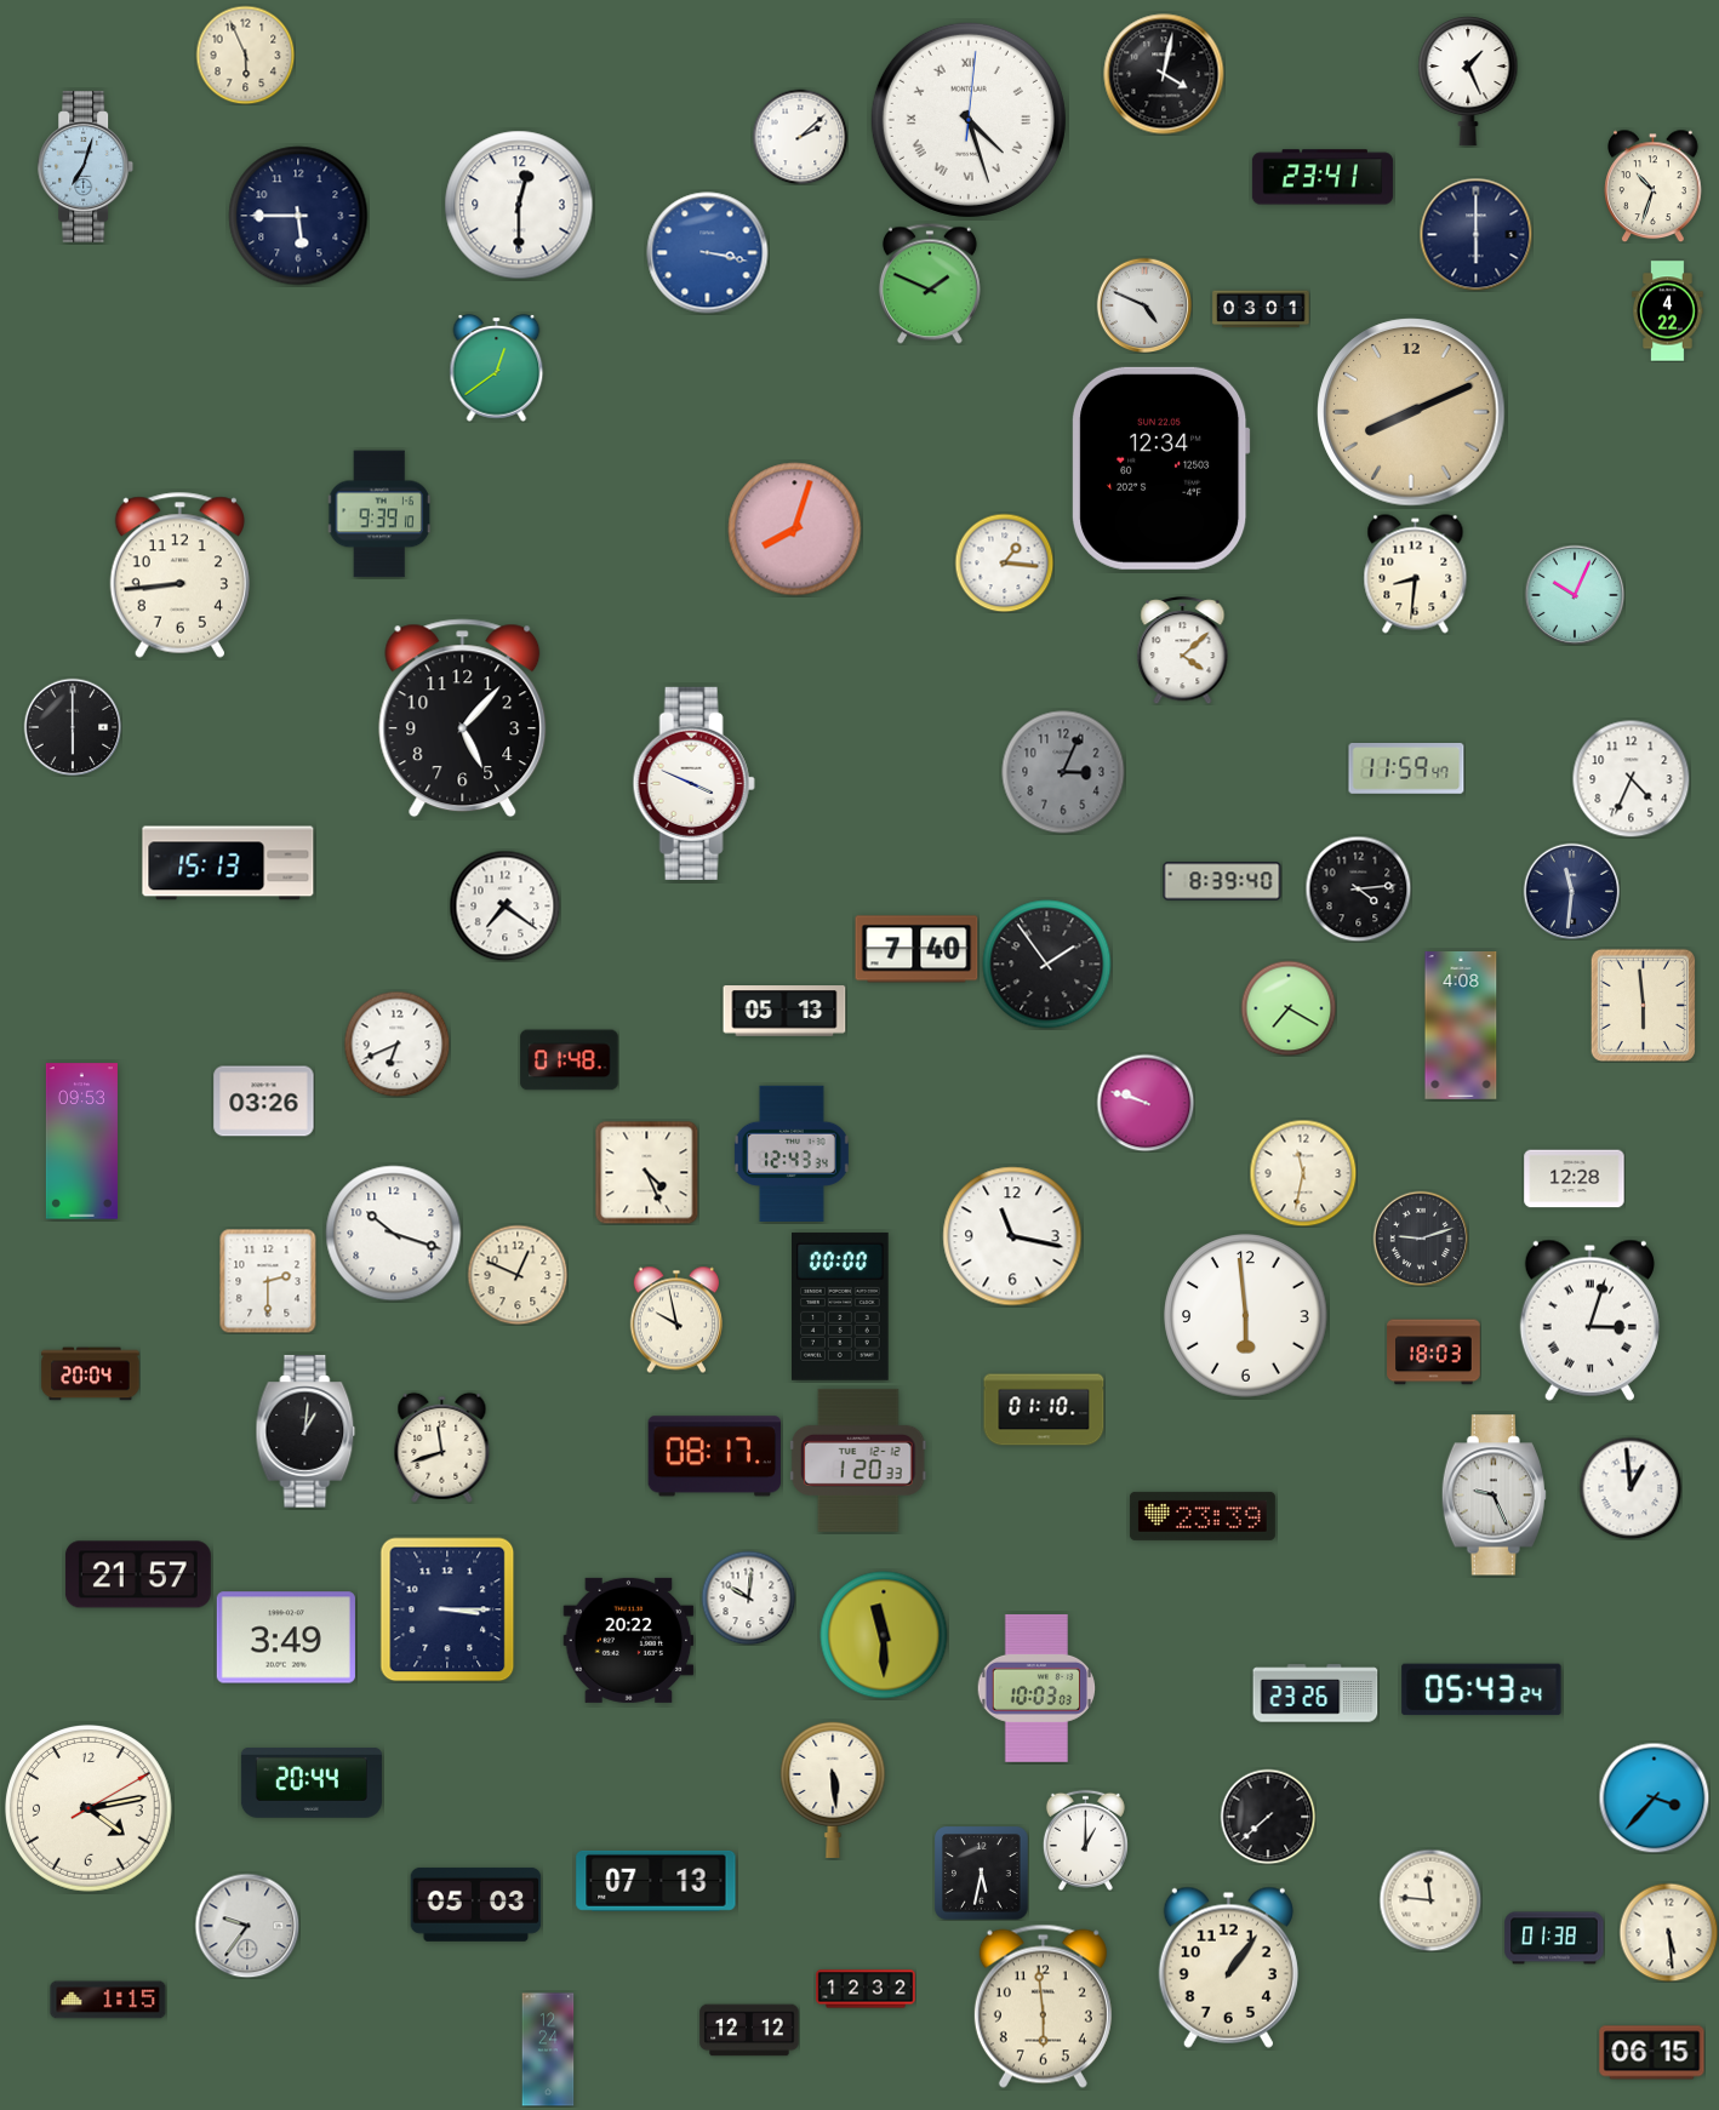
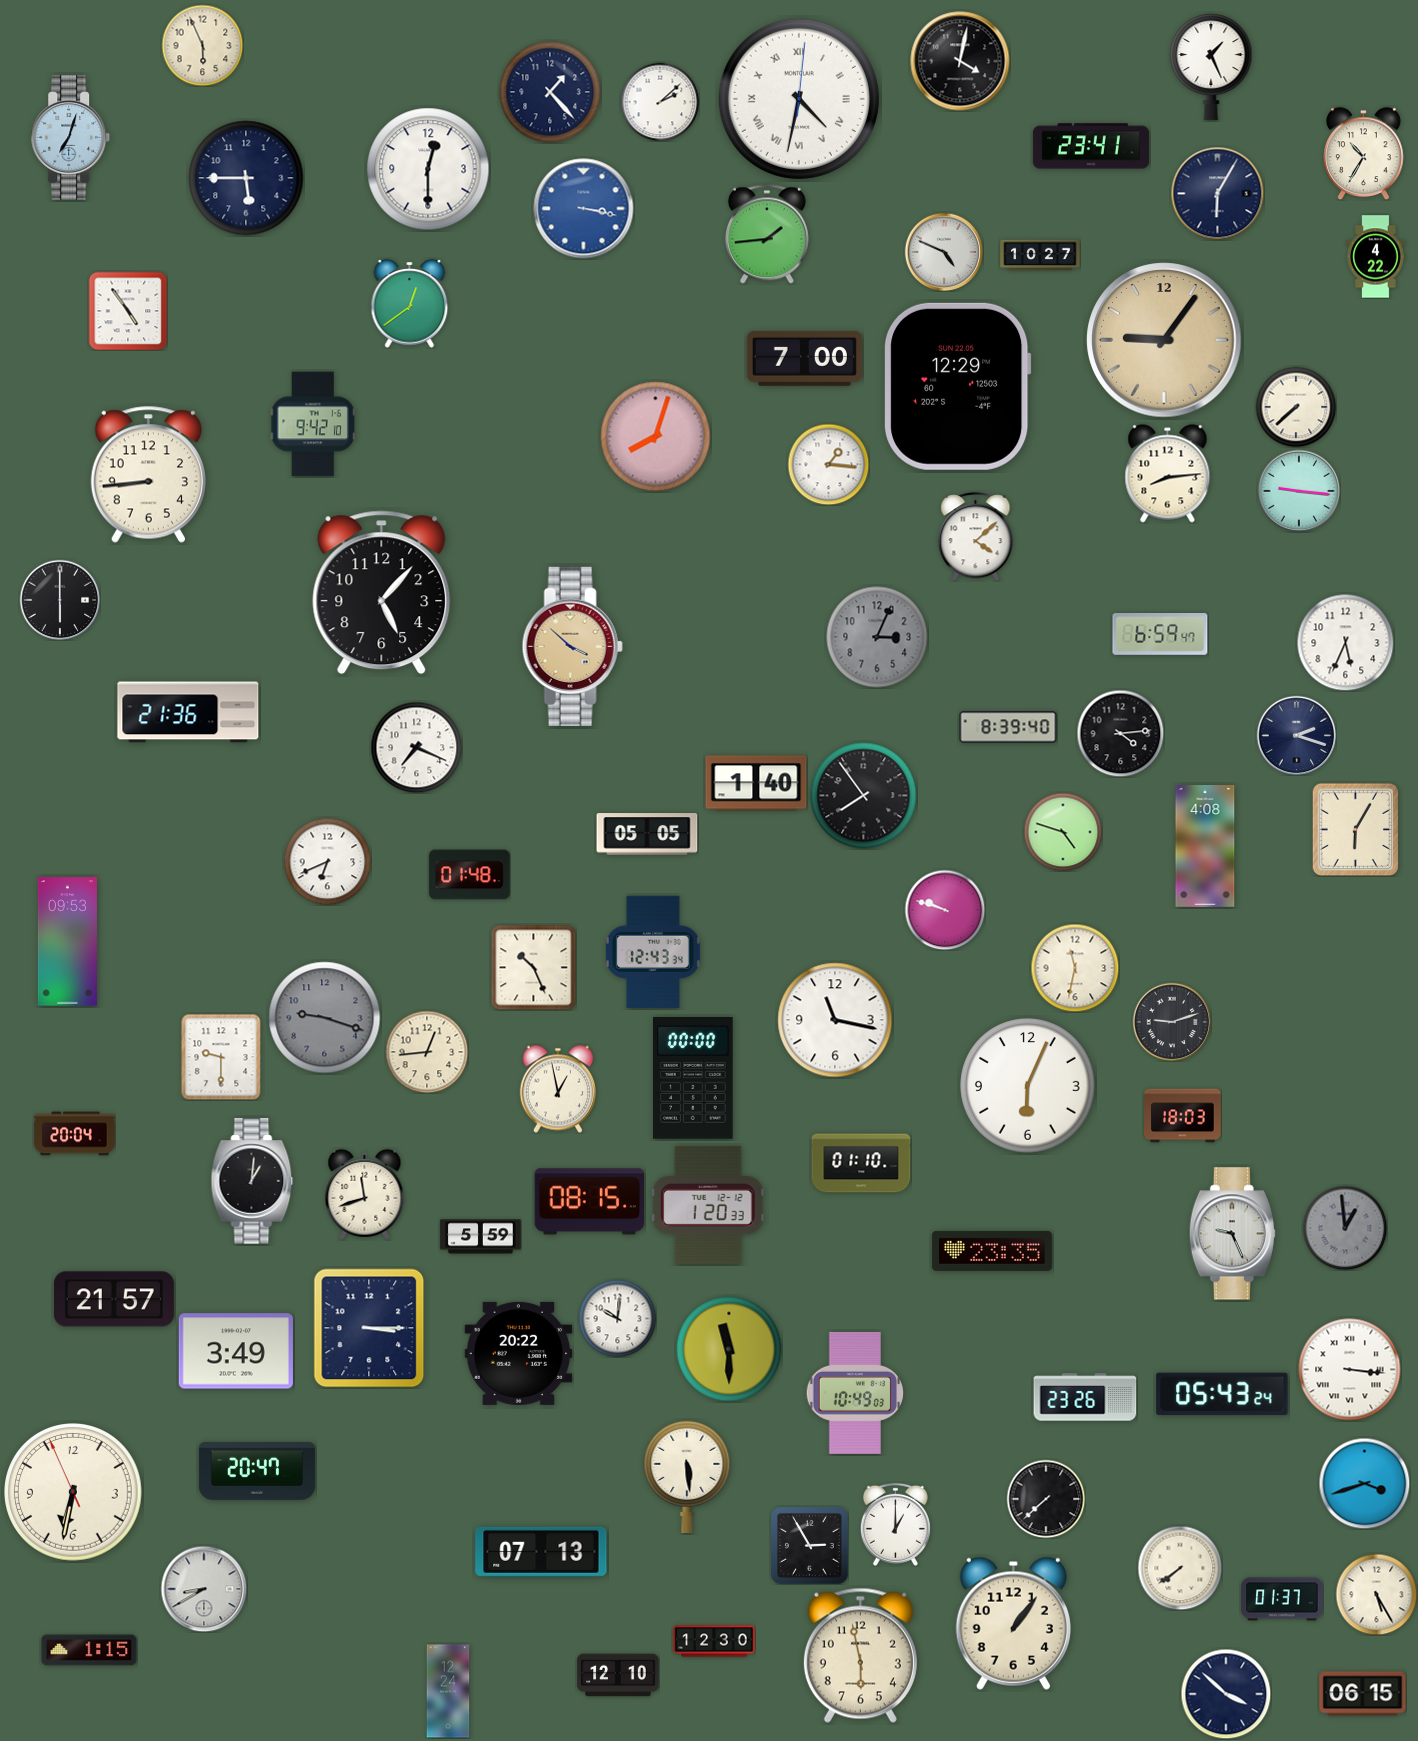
clock at (550, 92): none -> 1:23
clock at (969, 120): 4:27 -> 4:32
clock at (800, 137) position: (800, 137) -> (660, 102)
clock at (1654, 185): 10:33 -> 10:35
clock at (1475, 234): 6:00 -> 6:05
clock at (930, 284): 1:49 -> 1:44
clock at (1261, 309): 03:01 -> 10:27
clock at (128, 311): none -> 4:54
clock at (1411, 412): 8:11 -> 9:06
clock at (804, 358): none -> 7:00
clock at (1161, 468): 12:34 -> 12:29
clock at (1296, 407): none -> 7:38
clock at (378, 514): 9:39 -> 9:42
clock at (1416, 574): 8:31 -> 8:14
clock at (1575, 595): 10:04 -> 9:16
clock at (1406, 768): 11:59 -> 6:59
clock at (1631, 778): 4:34 -> 5:34
clock at (693, 783): 3:49 -> 3:52
clock at (693, 783) dial: white -> champagne
clock at (228, 863): 15:13 -> 21:36
clock at (1571, 891): 11:31 -> 2:18
clock at (504, 905): 7:21 -> 7:19
clock at (916, 949): 7:40 -> 1:40
clock at (1047, 965): 1:54 -> 7:54
clock at (1644, 1005): 5:59 -> 6:05
clock at (1289, 1008): 7:20 -> 4:48
clock at (784, 1011): 05:13 -> 05:05
clock at (264, 1102): 03:26 -> none
clock at (646, 1172): 4:26 -> 10:26
clock at (1575, 1179): 12:28 -> none
clock at (394, 1234): 10:18 -> 9:18
clock at (394, 1234) dial: white -> grey
clock at (518, 1275): 12:49 -> 12:44
clock at (268, 1281): 2:30 -> 9:30
clock at (1246, 1316): 5:59 -> 6:04
clock at (675, 1320): 9:58 -> 12:58
clock at (1589, 1320): 3:03 -> none
clock at (714, 1457): 08:17 -> 08:15
clock at (1631, 1488) dial: white -> grey
clock at (481, 1237): none -> 5:59
clock at (1203, 1516): 23:39 -> 23:35
clock at (1350, 1370): none -> 3:16
clock at (1036, 1688): 10:03 -> 10:49
clock at (312, 1784): 20:44 -> 20:47
clock at (1654, 1797): 3:37 -> 3:42
clock at (90, 1809): 4:13 -> 6:31
clock at (1085, 1840) position: (1085, 1840) -> (895, 1524)
clock at (982, 1874): 5:32 -> 2:55
clock at (1430, 1900): 11:46 -> 7:39
clock at (476, 1904): 05:03 -> none
clock at (247, 1926): 9:36 -> 8:40
clock at (1668, 1932): 5:29 -> 5:25
clock at (1554, 1938): 01:38 -> 01:37
clock at (866, 1989): 12:32 -> 12:30
clock at (1043, 2006): 5:59 -> 5:58
clock at (749, 2030): 12:12 -> 12:10
clock at (548, 2049) position: (548, 2049) -> (448, 1691)
clock at (1226, 1694): none -> 3:52
